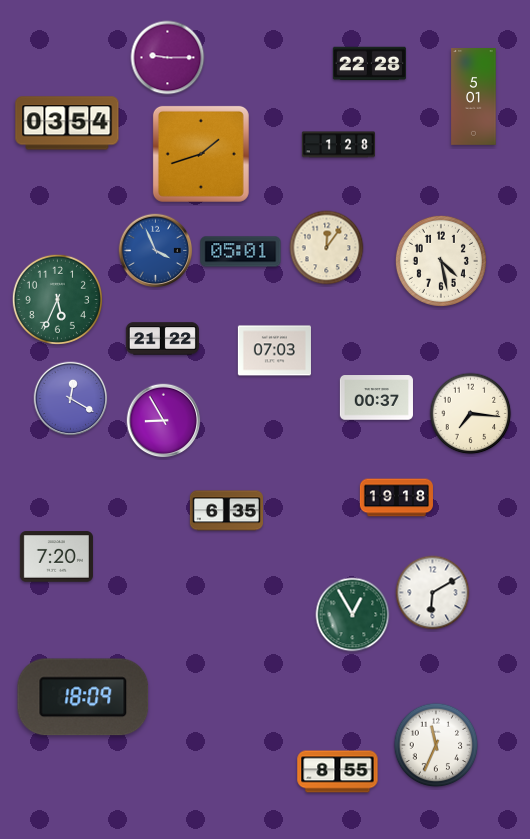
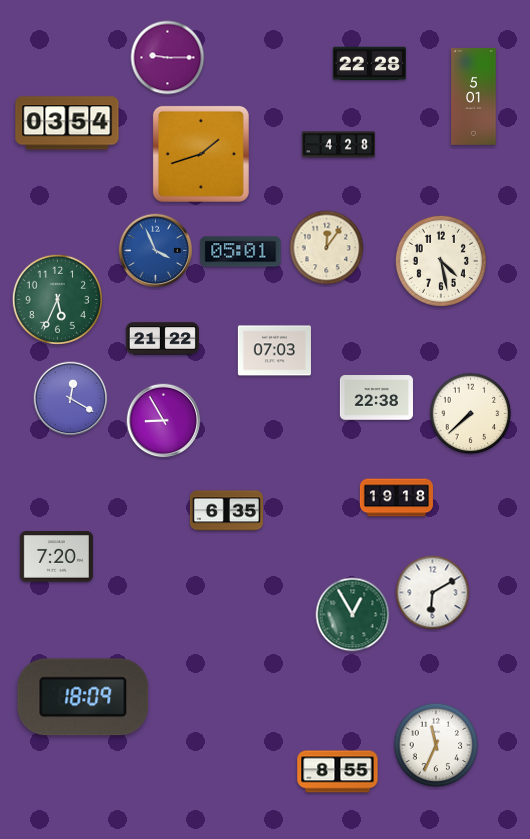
clock at (338, 145): 1:28 -> 4:28
clock at (376, 398): 00:37 -> 22:38
clock at (471, 414): 7:16 -> 7:38
